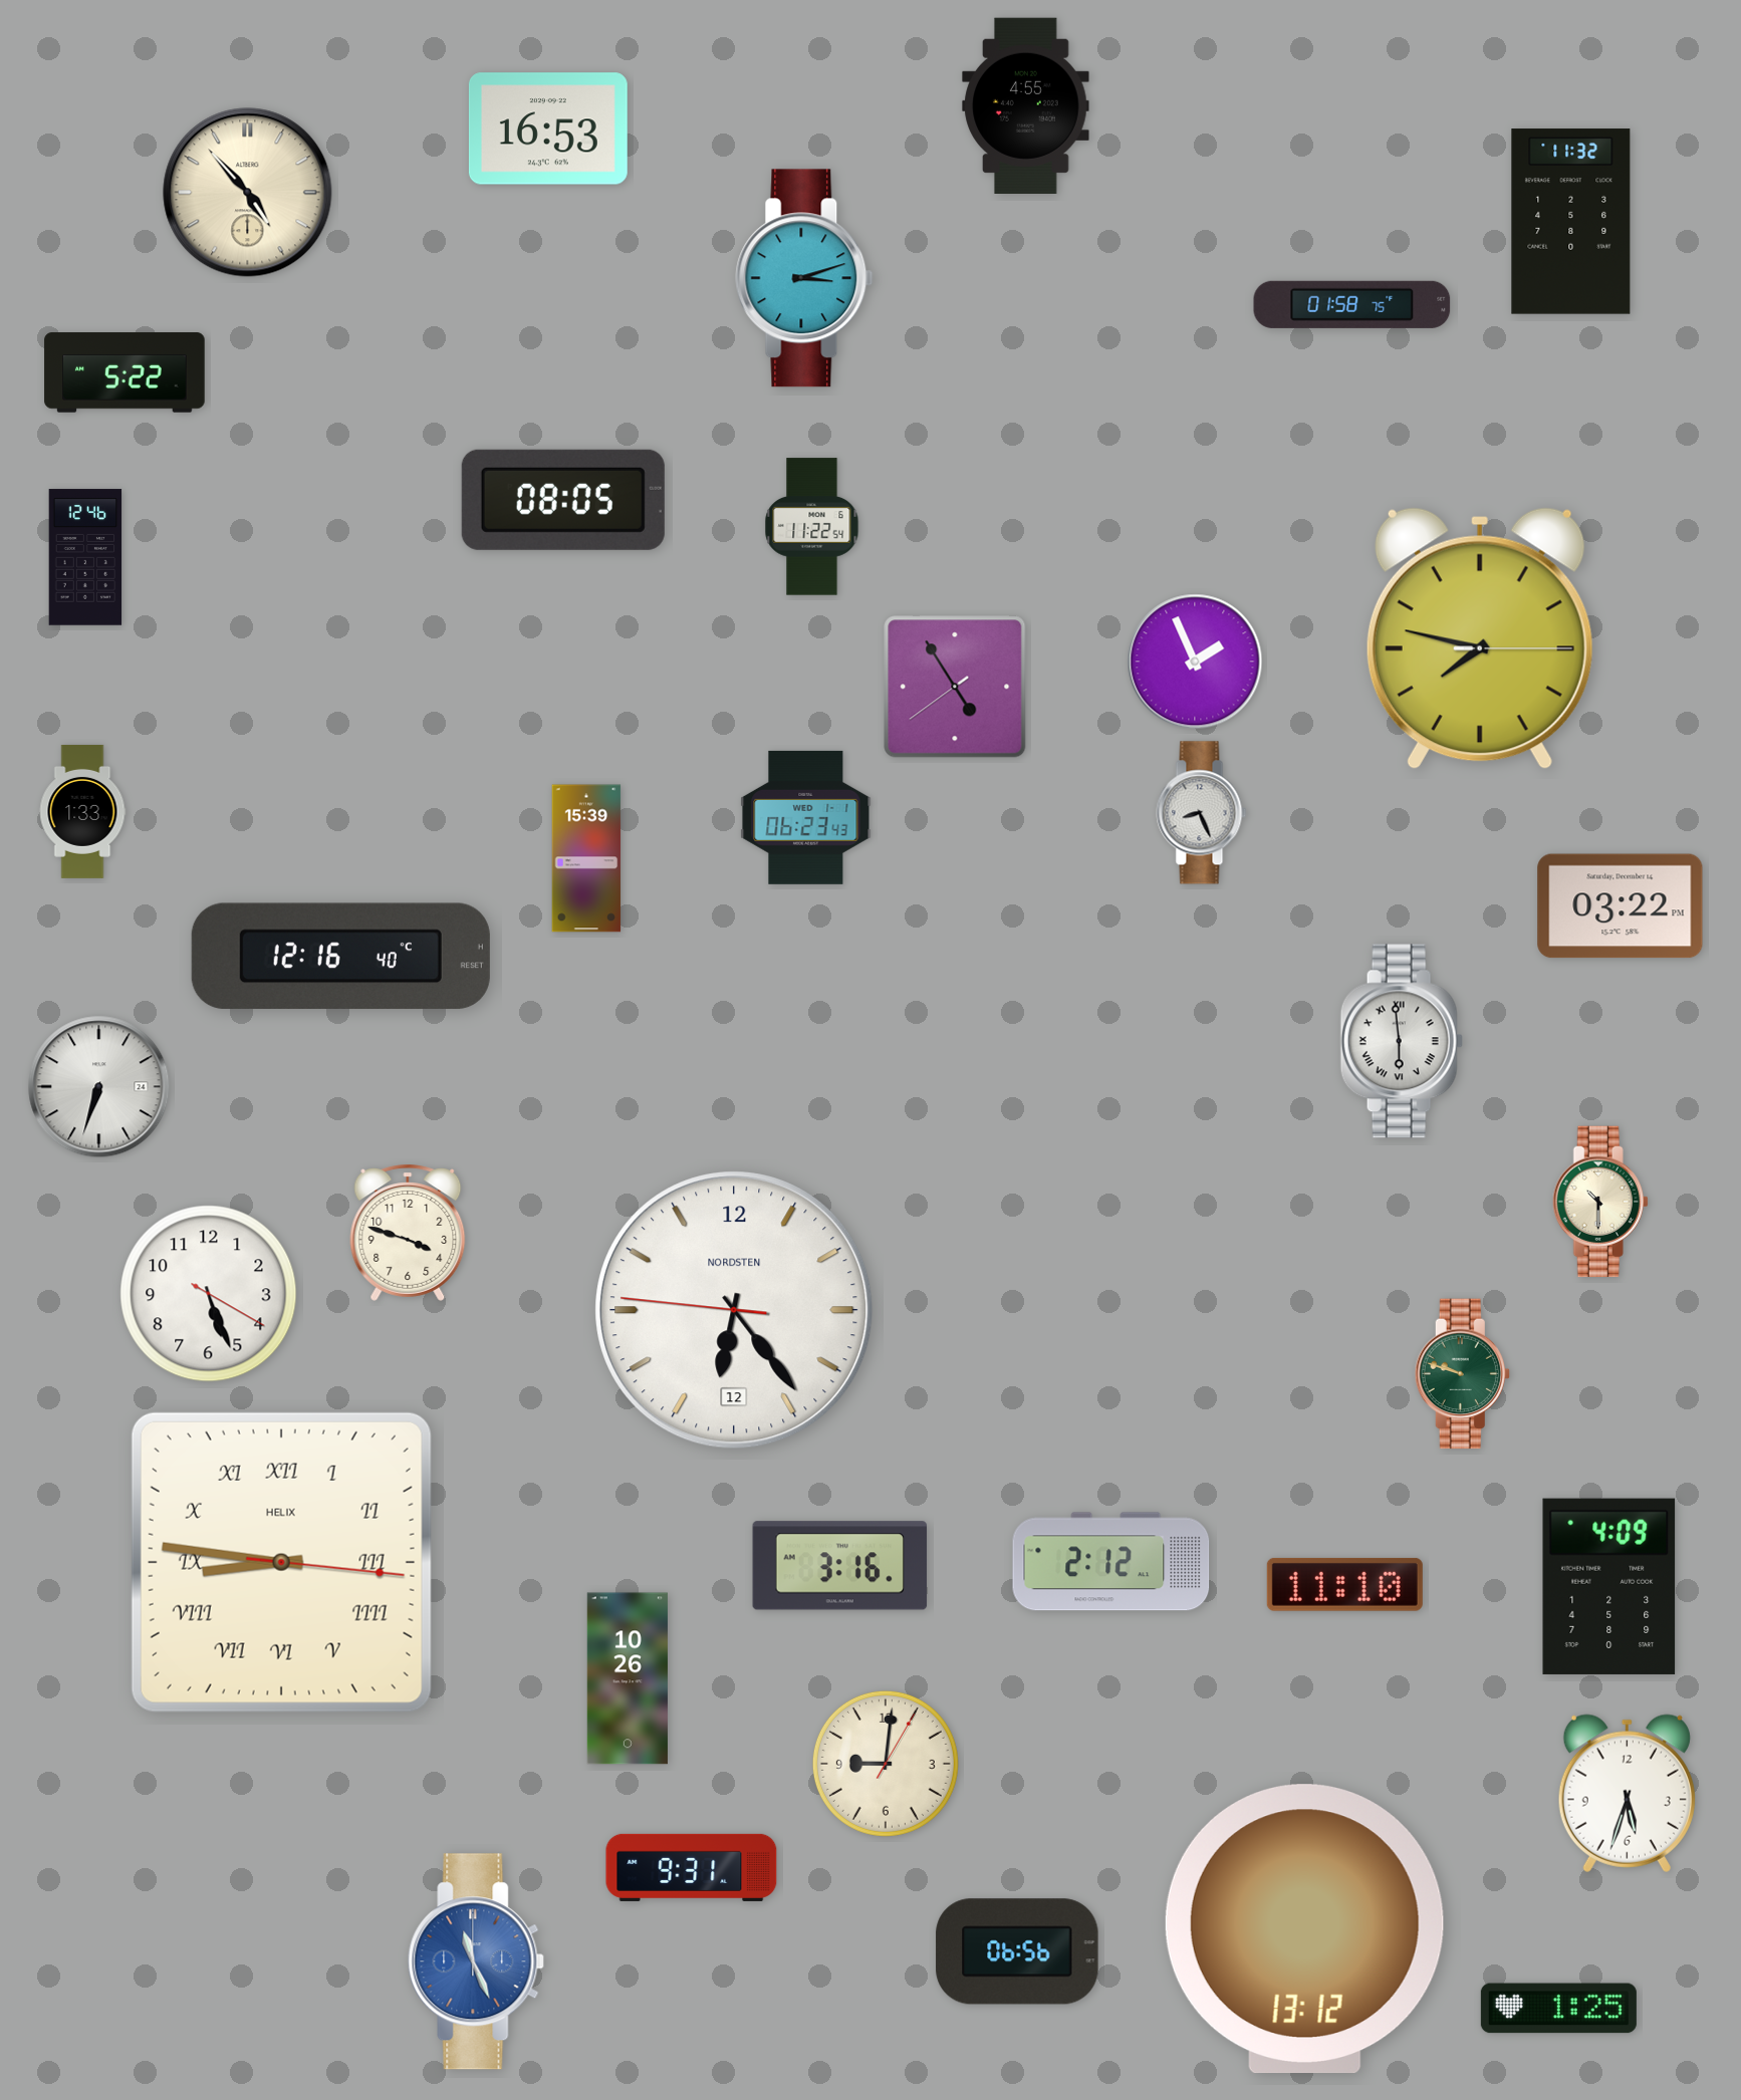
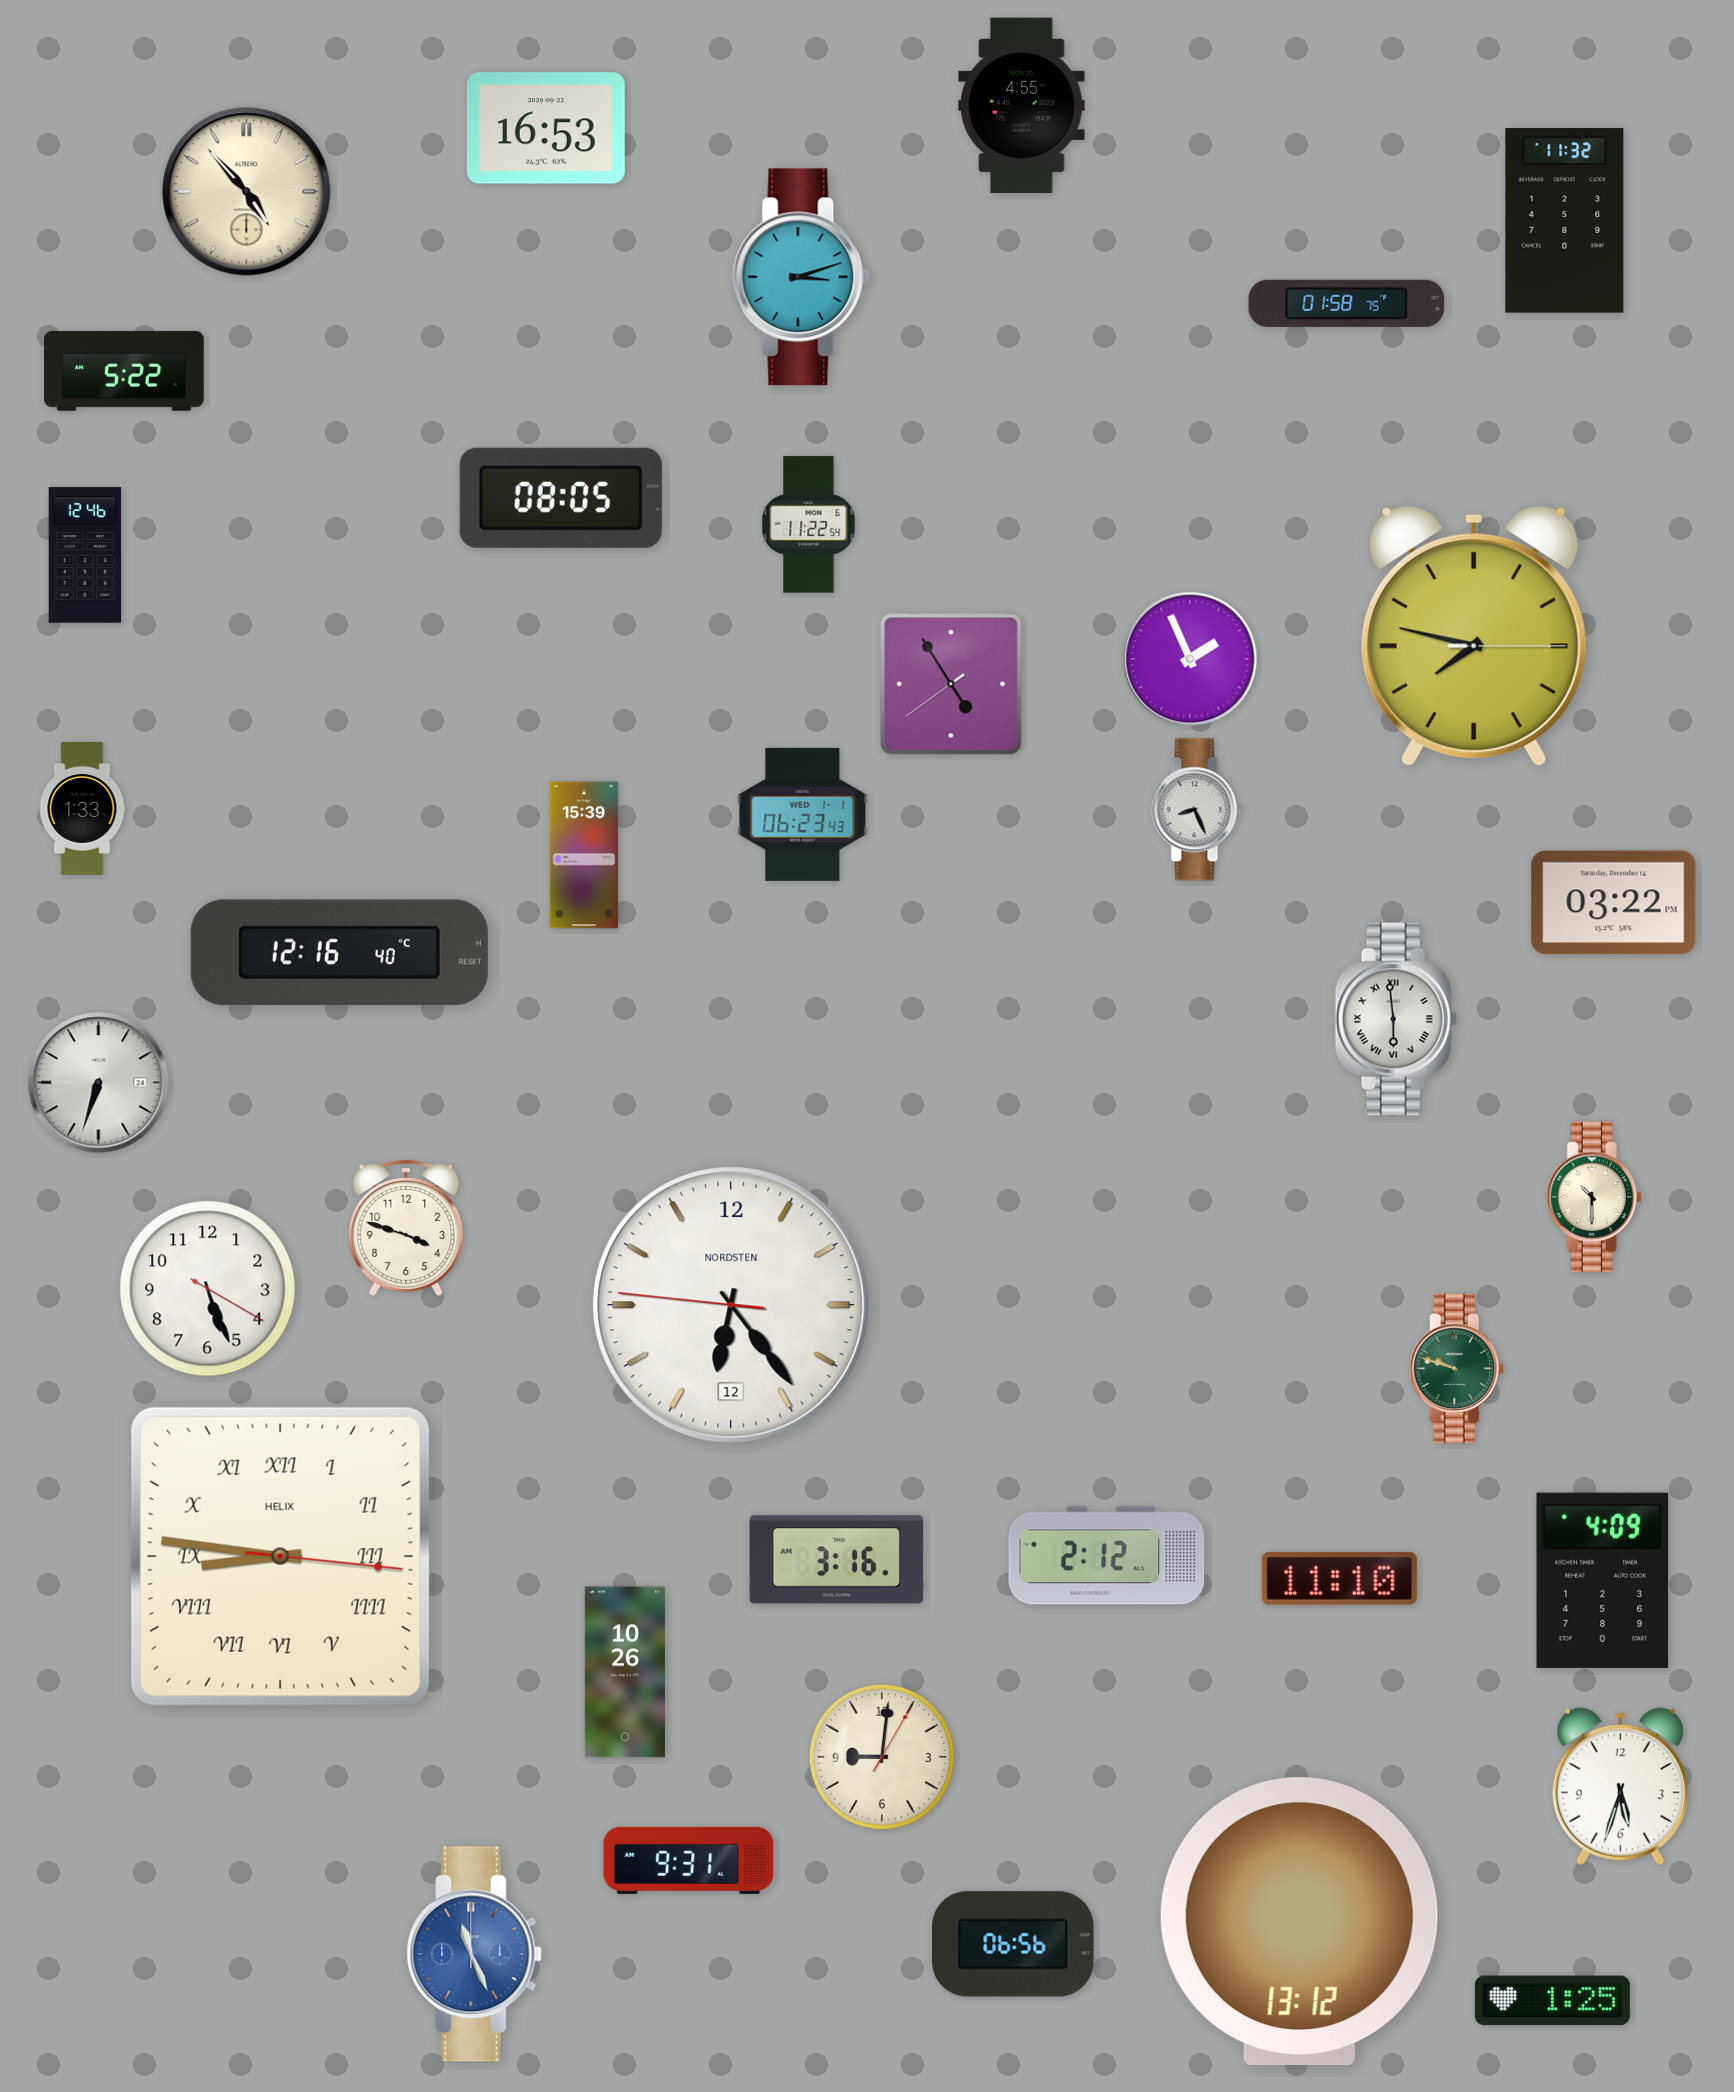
clock at (1402, 1041) position: (1402, 1041) -> (1396, 1019)
